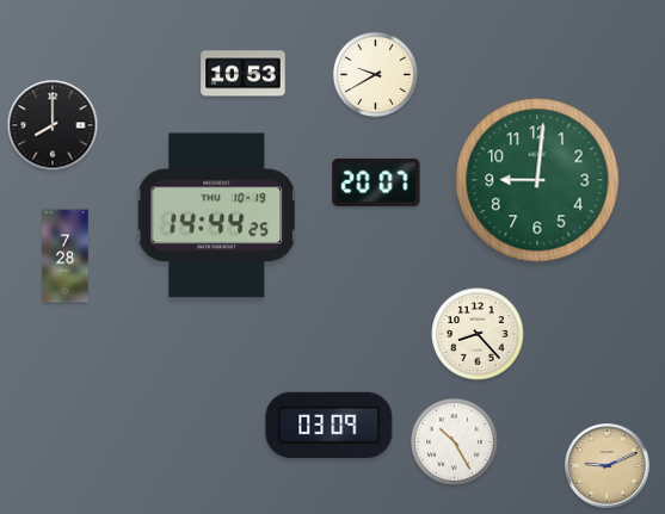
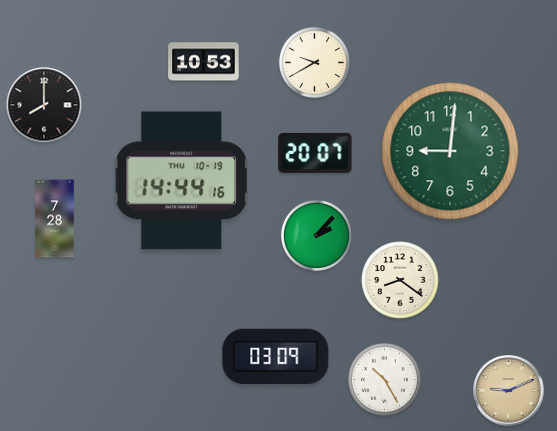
clock at (216, 216): 14:44:25 -> 14:44:16
clock at (66, 256) position: (66, 256) -> (55, 219)
clock at (316, 235): none -> 2:07
clock at (478, 334): 8:23 -> 8:21
clock at (455, 442) position: (455, 442) -> (385, 380)
